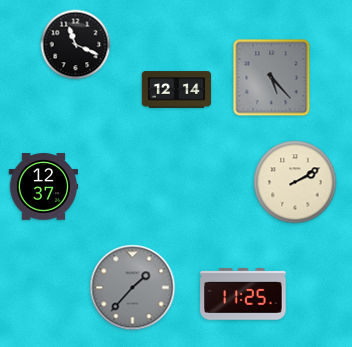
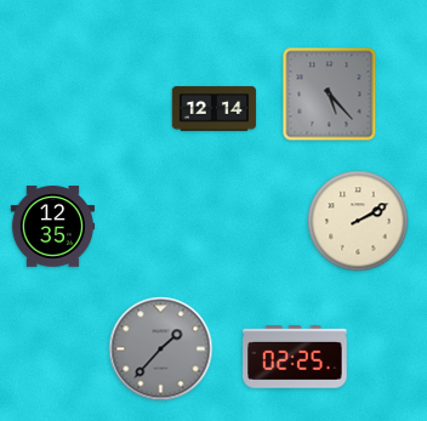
clock at (76, 45): 11:19 -> none
clock at (44, 187): 12:37 -> 12:35
clock at (243, 294): 11:25 -> 02:25
